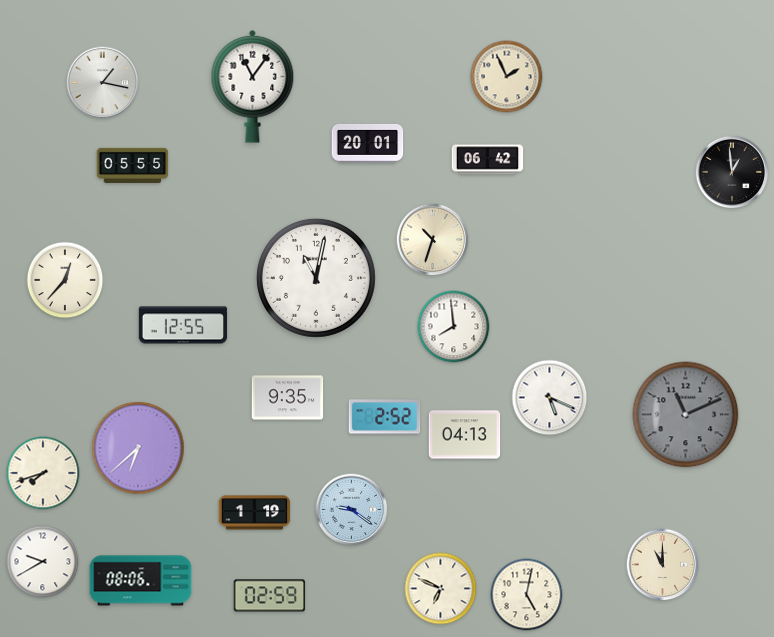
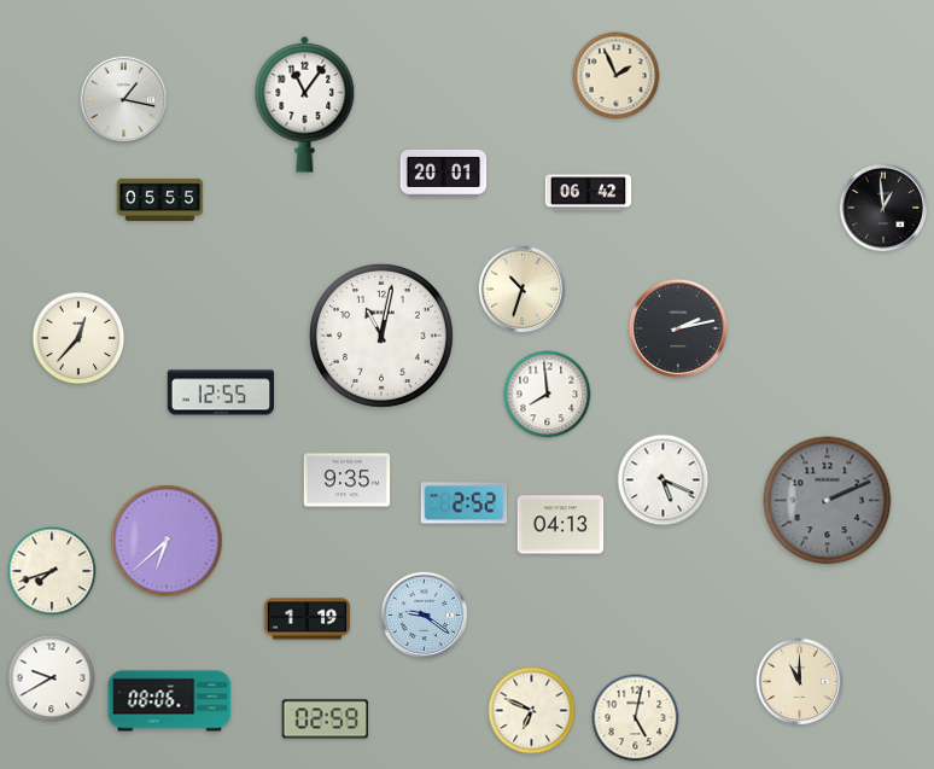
clock at (507, 77) position: (507, 77) -> (617, 76)
clock at (678, 328): none -> 2:13
clock at (686, 415): 11:11 -> 2:11
